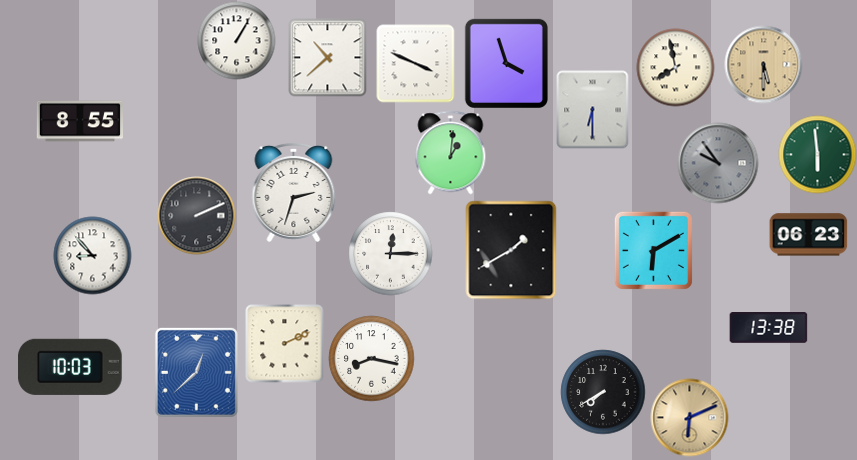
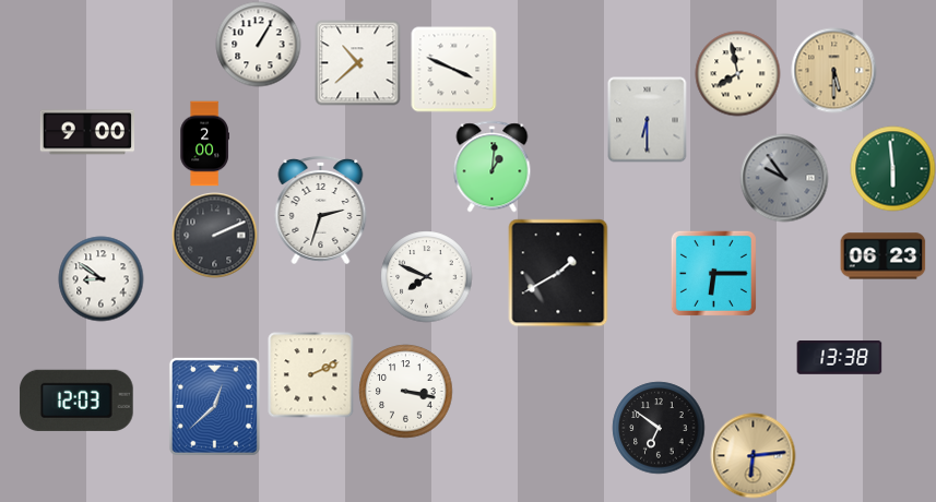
clock at (506, 63): 3:57 -> none
clock at (79, 121): 8:55 -> 9:00
clock at (204, 143): none -> 2:00
clock at (653, 250): 6:10 -> 6:15
clock at (390, 253): 12:15 -> 7:49
clock at (92, 255): 8:53 -> 8:51
clock at (371, 358): 8:17 -> 3:17
clock at (70, 367): 10:03 -> 12:03
clock at (603, 392): 7:40 -> 6:51
clock at (689, 417): 6:11 -> 6:14
